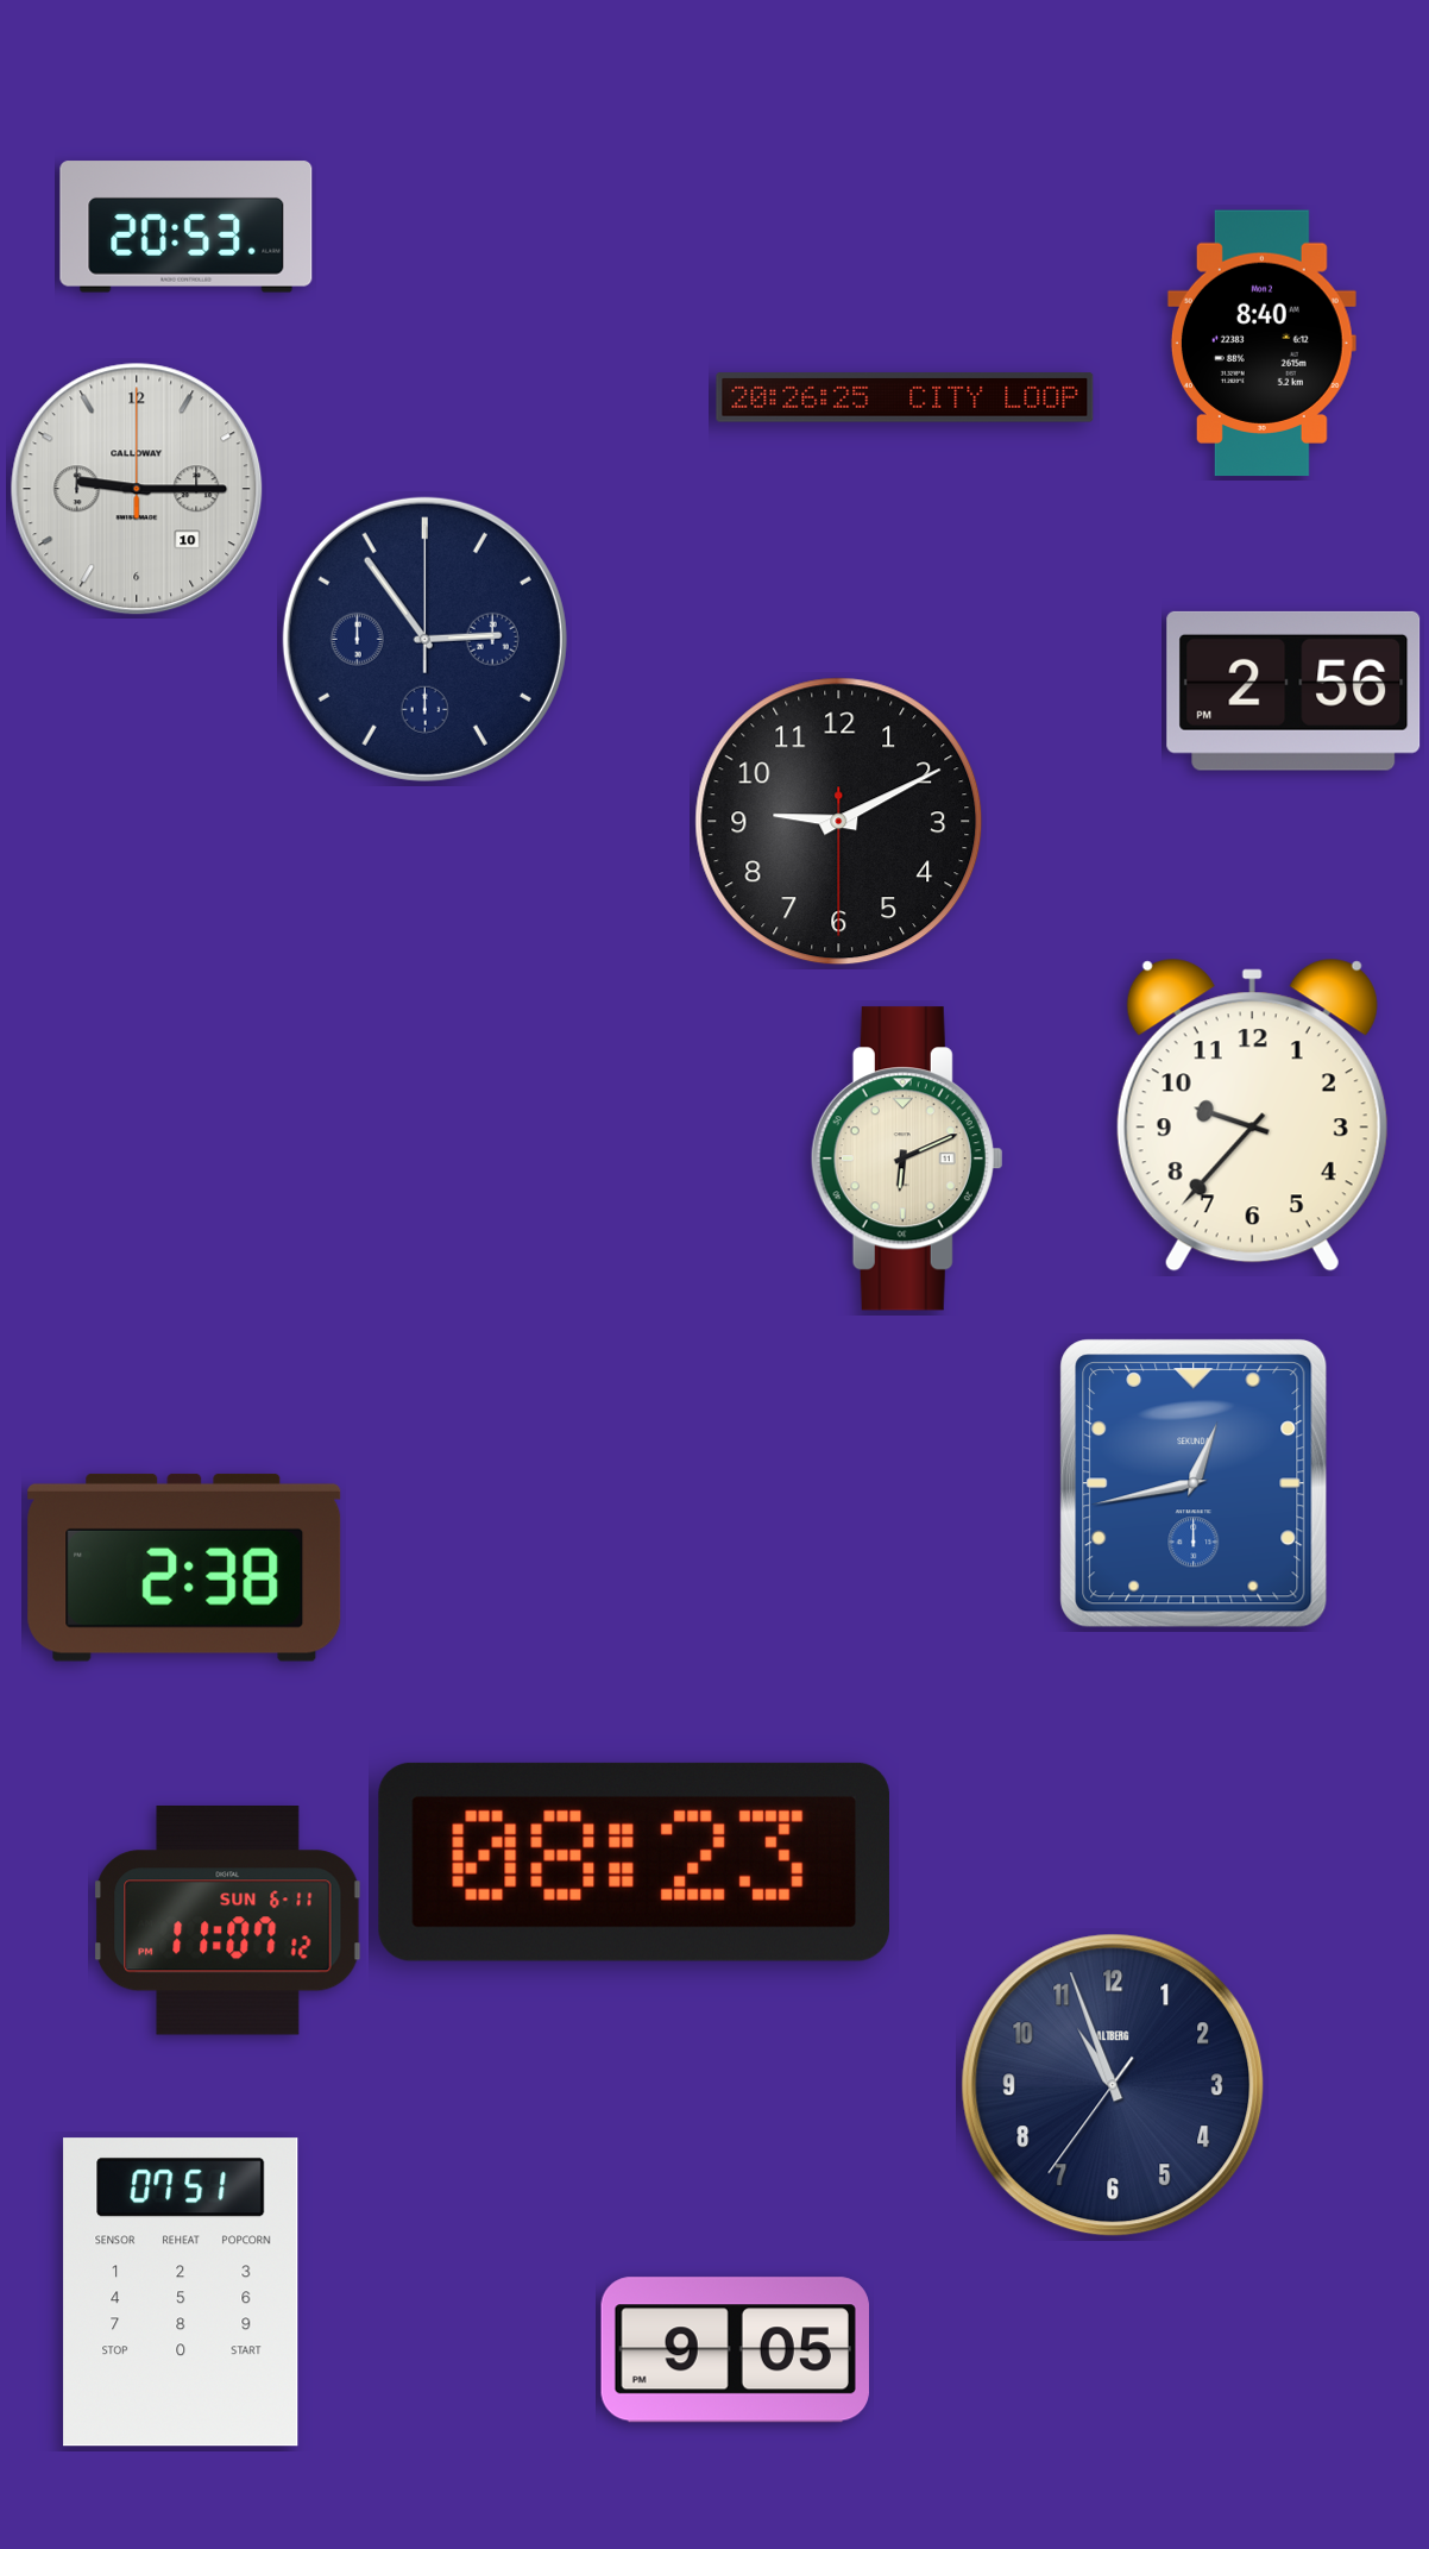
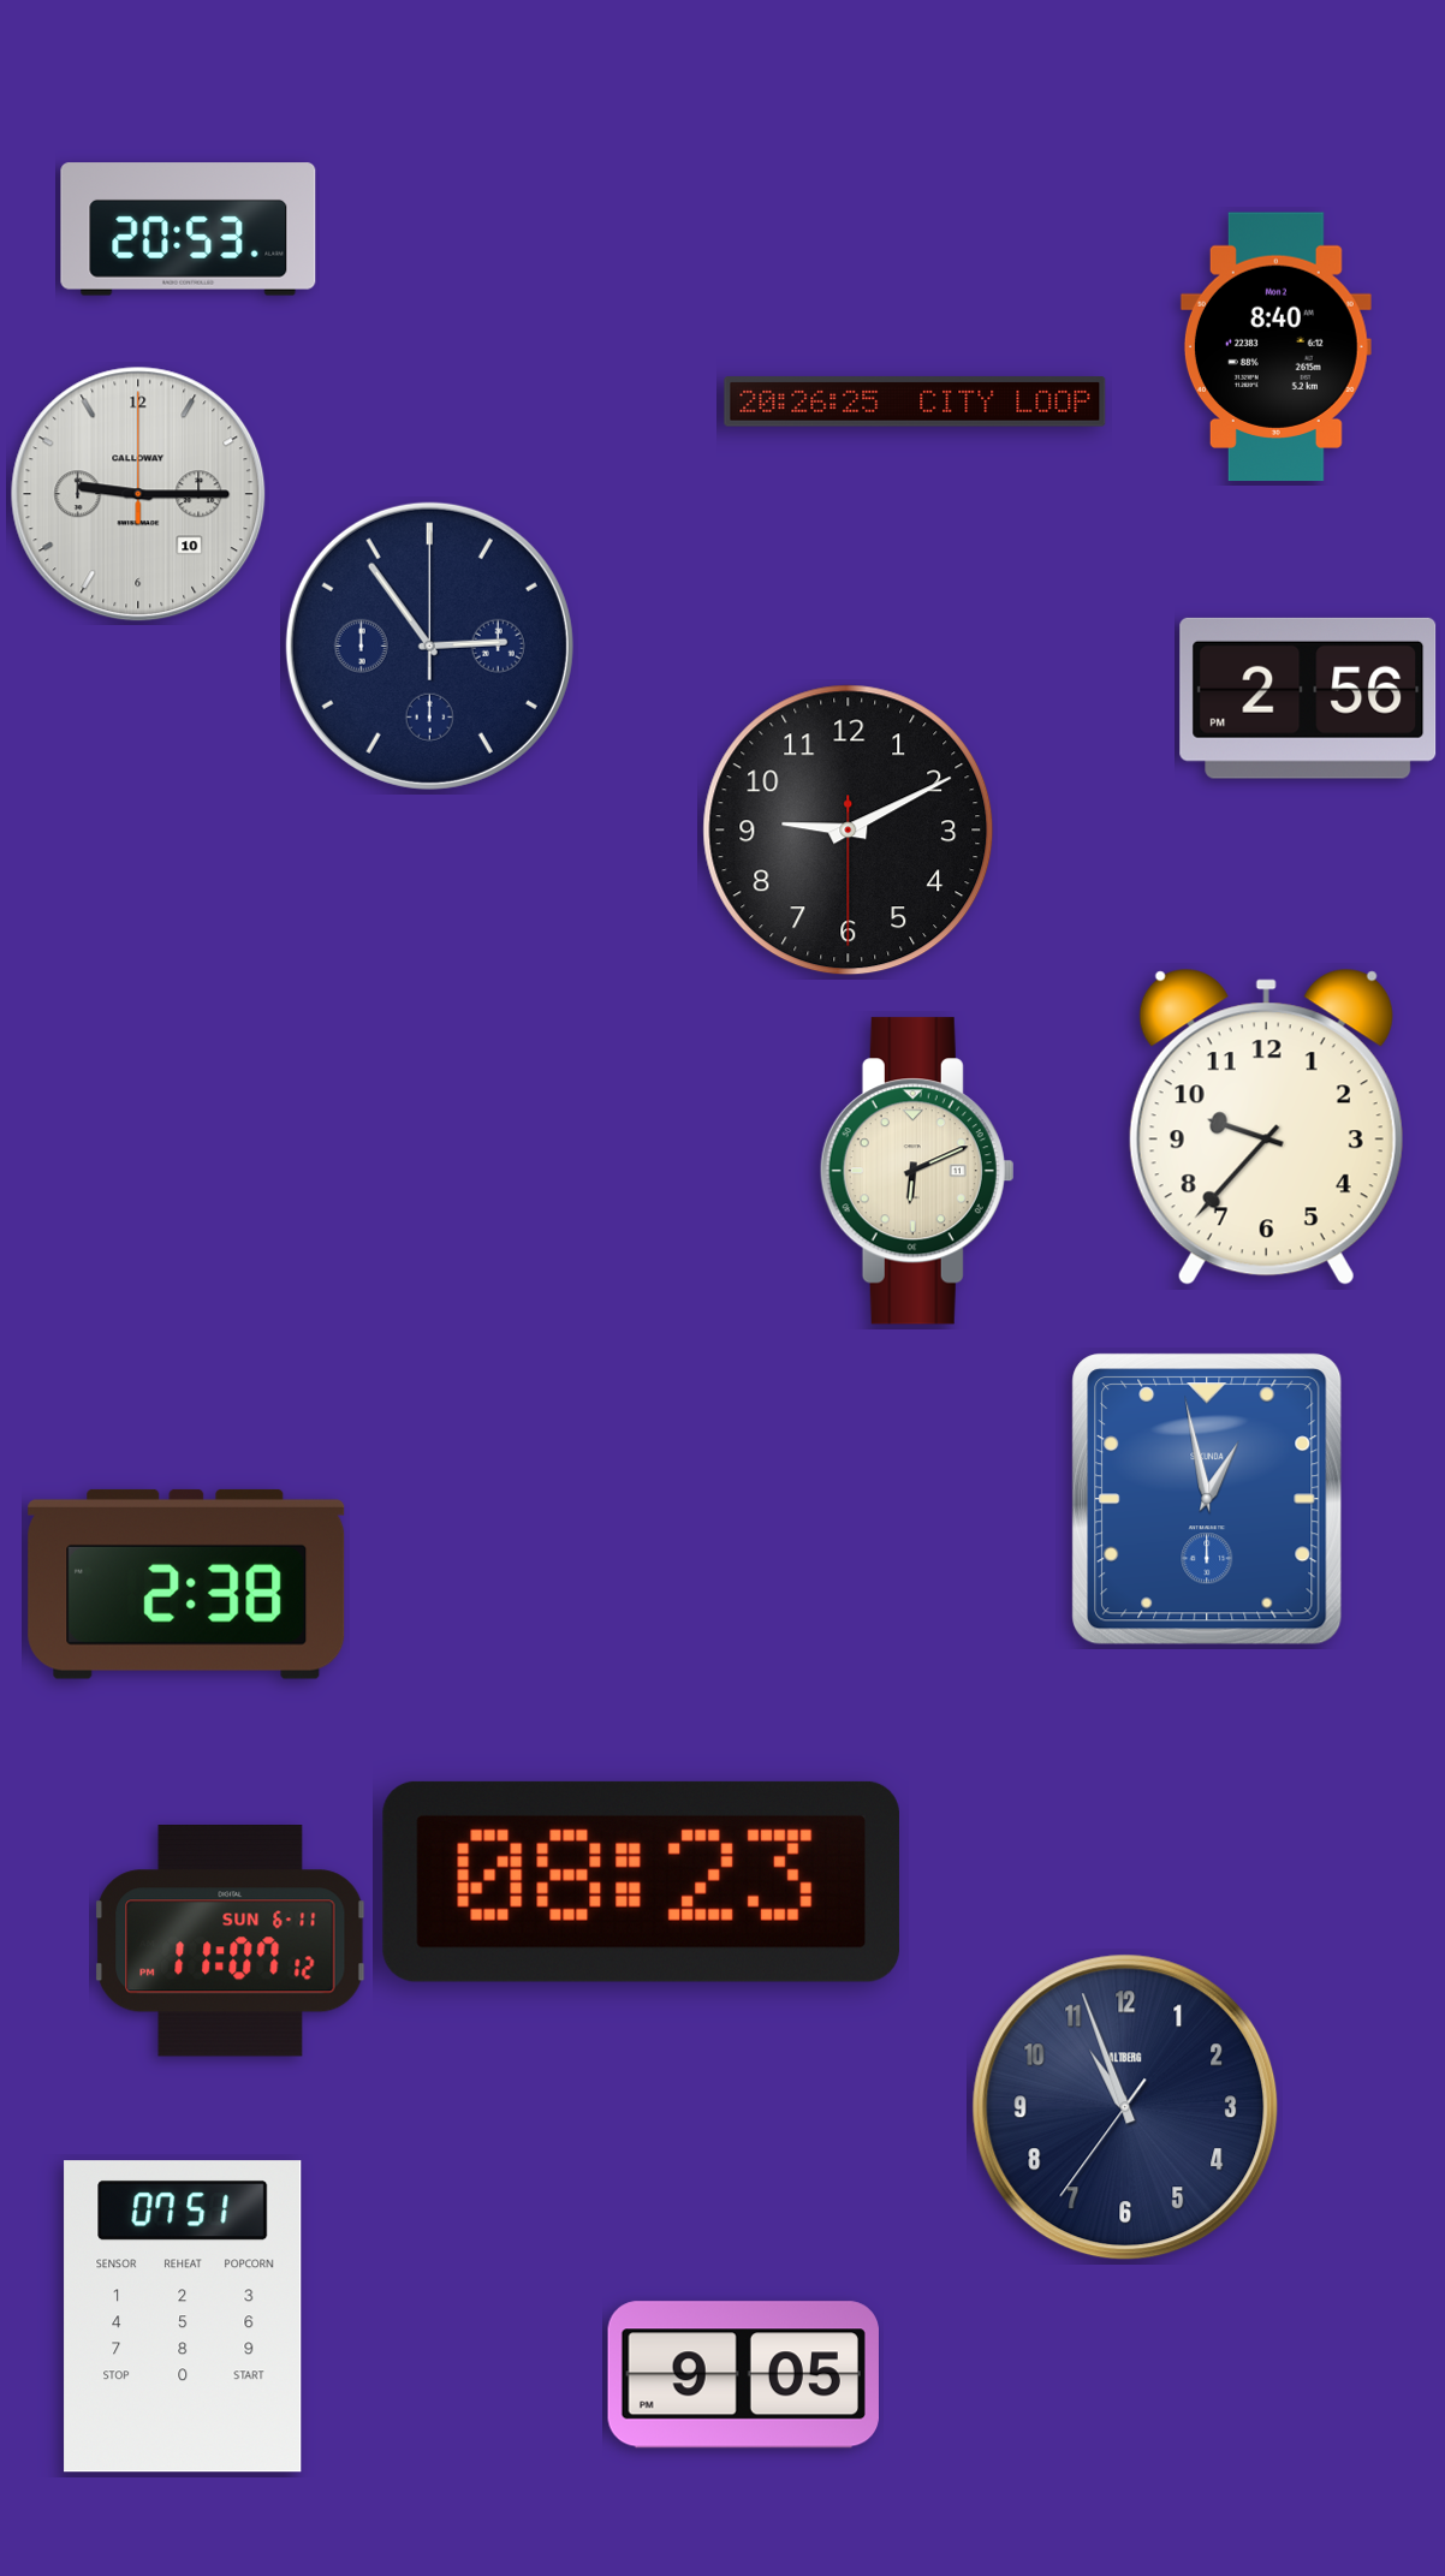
clock at (1194, 1483): 12:43 -> 12:58
